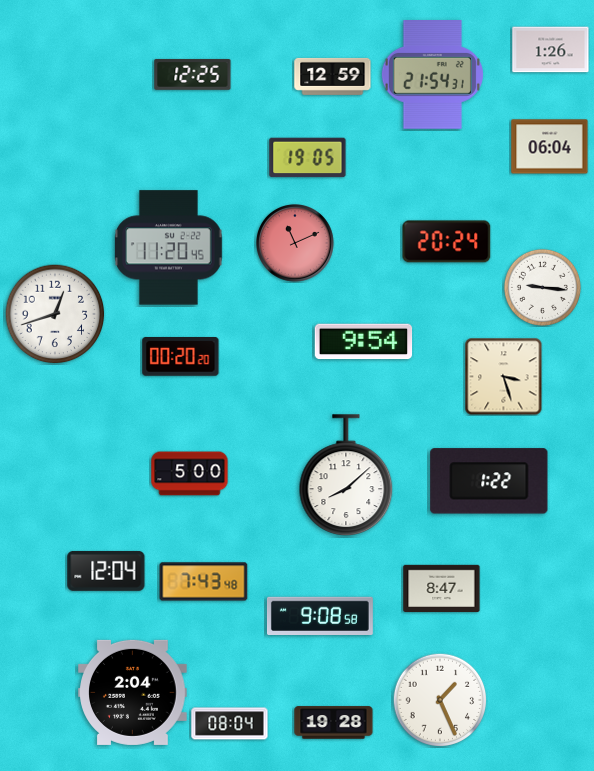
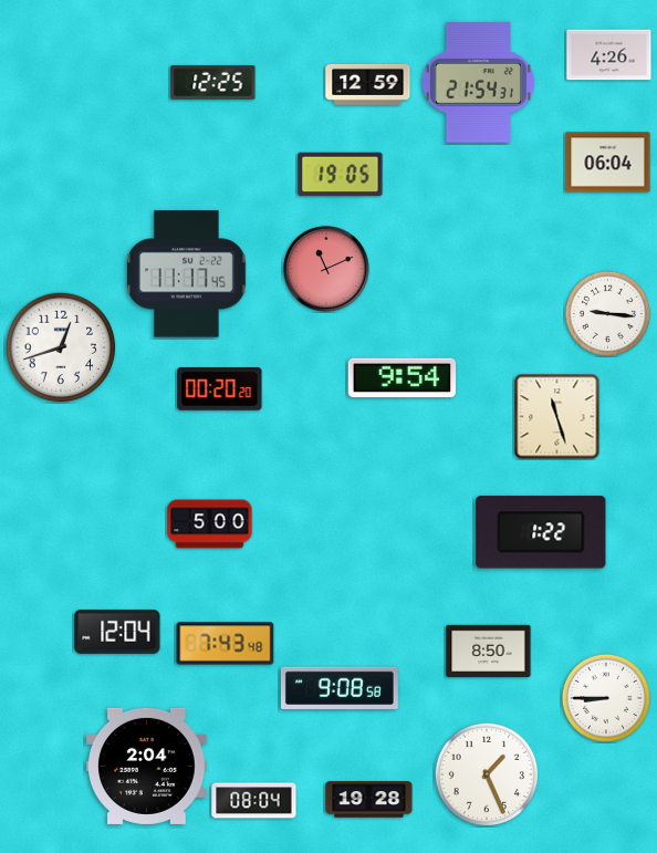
clock at (551, 50): 1:26 -> 4:26
clock at (447, 242): 20:24 -> none
clock at (169, 248): 11:20 -> 11:17
clock at (542, 287) position: (542, 287) -> (607, 313)
clock at (181, 357) position: (181, 357) -> (220, 389)
clock at (503, 376): 3:27 -> 11:27
clock at (346, 475): 8:08 -> none
clock at (442, 588): 8:47 -> 8:50
clock at (320, 615) position: (320, 615) -> (340, 687)
clock at (606, 698): none -> 8:45
